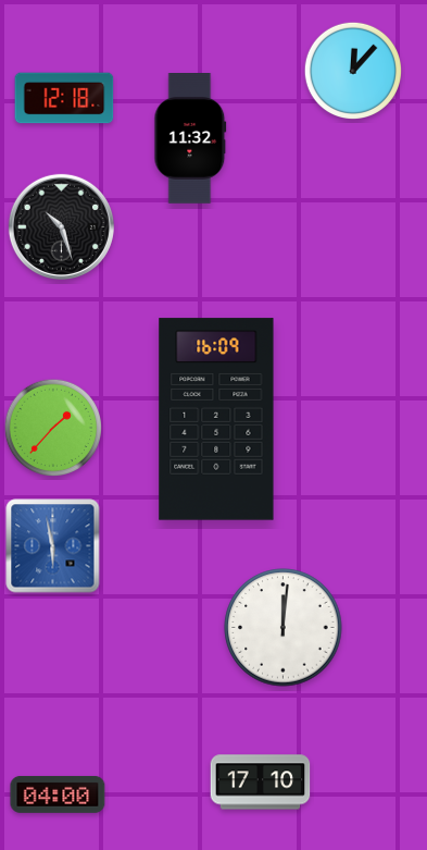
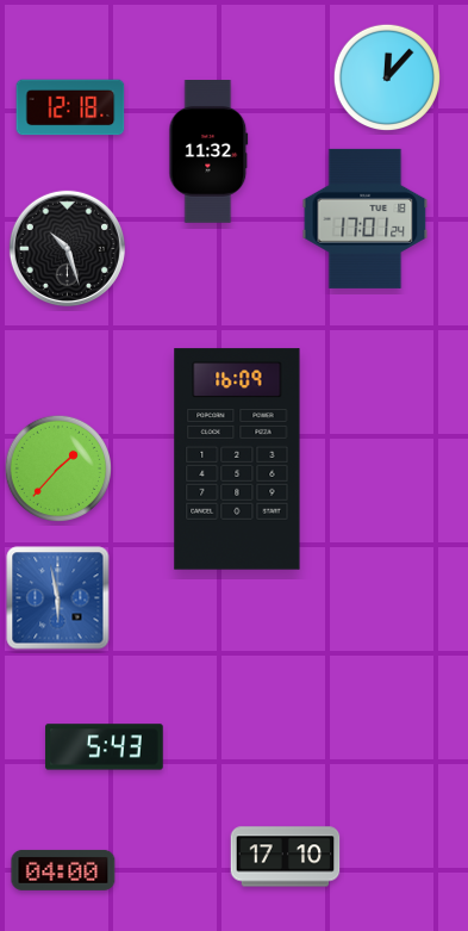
clock at (366, 218): none -> 17:01
clock at (284, 628): 12:01 -> none
clock at (105, 747): none -> 5:43
